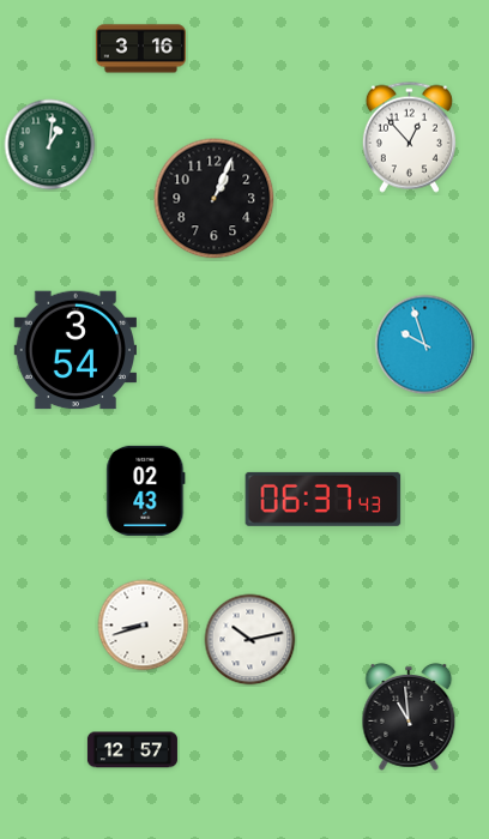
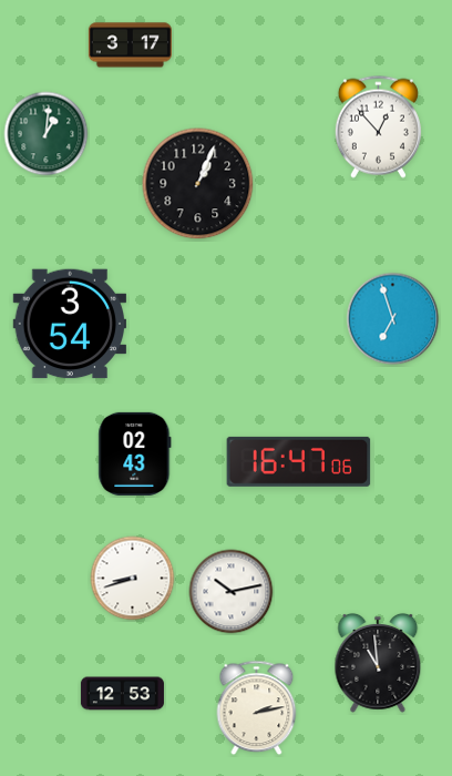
clock at (140, 49): 3:16 -> 3:17
clock at (425, 345): 9:57 -> 6:57
clock at (324, 499): 06:37 -> 16:47
clock at (132, 750): 12:57 -> 12:53
clock at (257, 708): none -> 2:13
